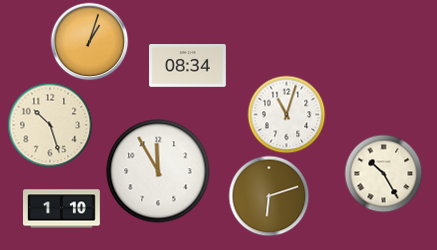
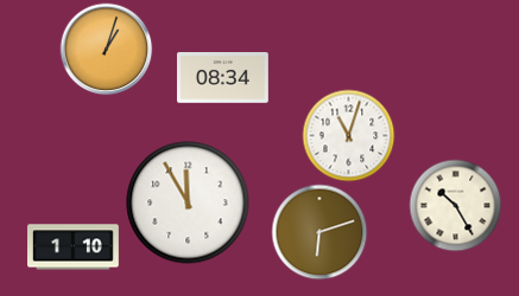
clock at (286, 114) position: (286, 114) -> (348, 135)
clock at (50, 125): 10:27 -> none
